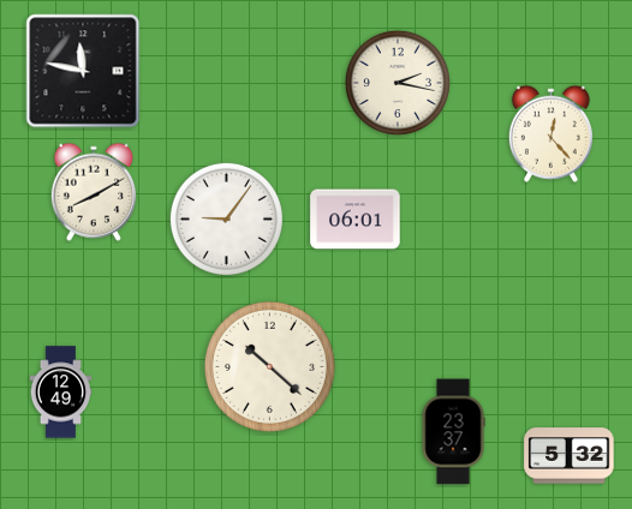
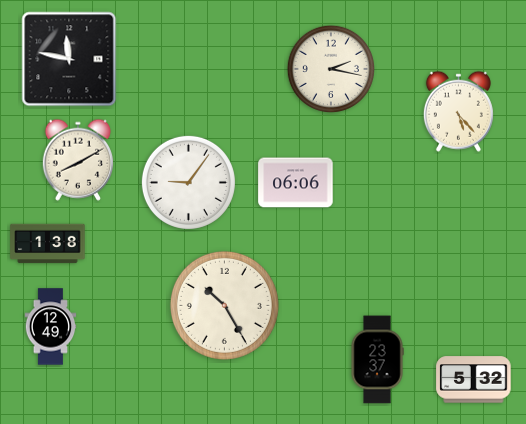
clock at (550, 133): 12:23 -> 5:23
clock at (356, 220): 06:01 -> 06:06
clock at (48, 244): none -> 1:38
clock at (269, 366): 10:22 -> 10:25
